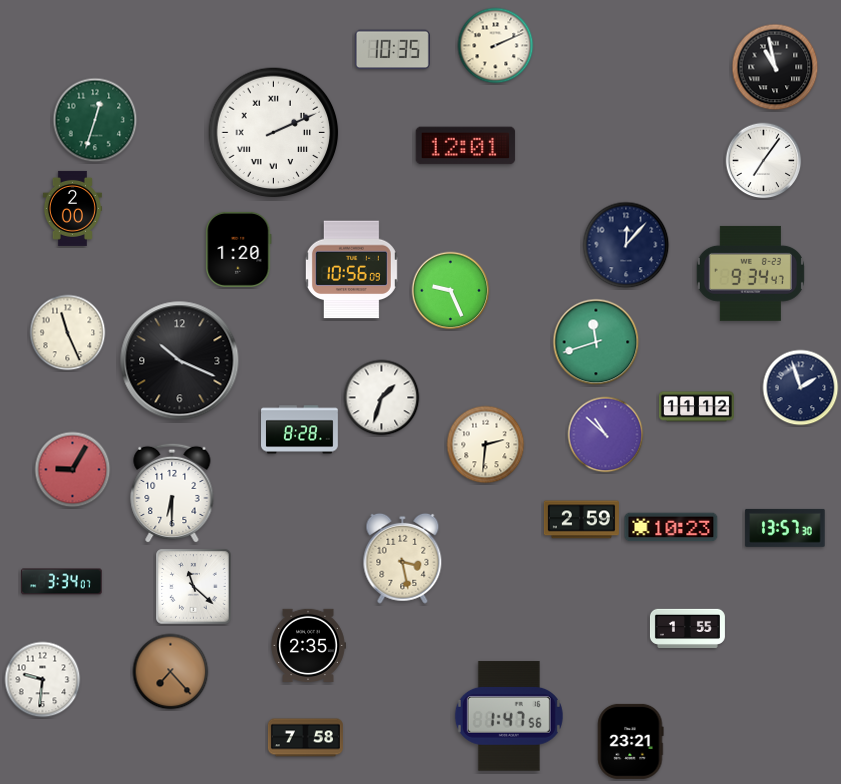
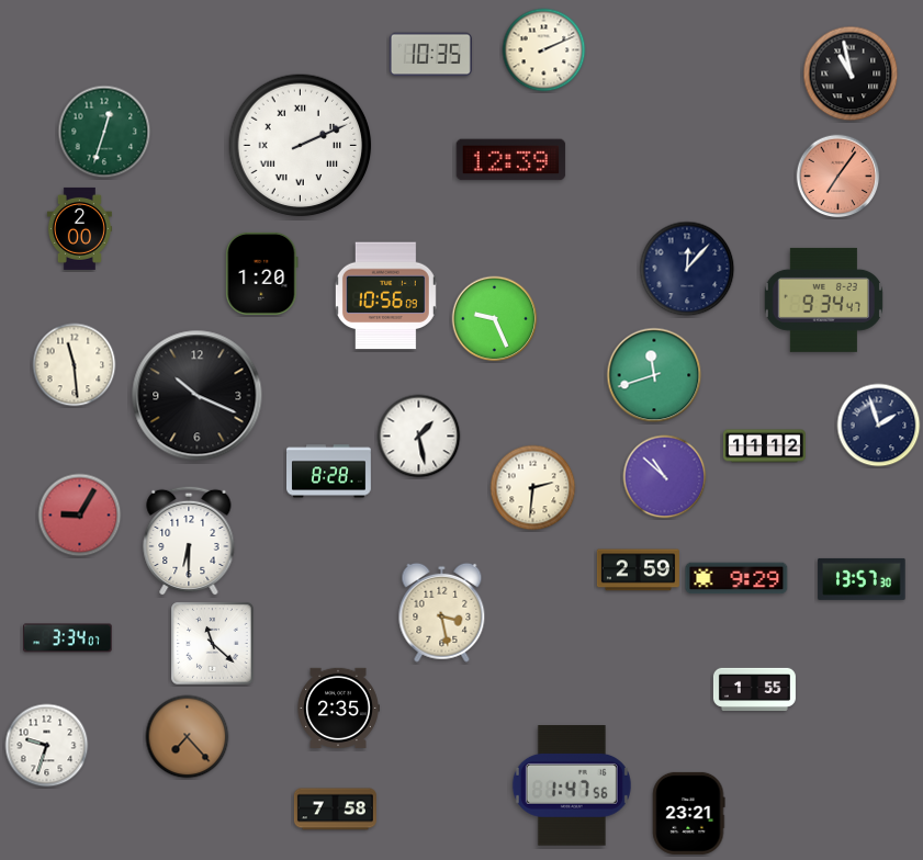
clock at (466, 146): 12:01 -> 12:39
clock at (764, 161) dial: white -> salmon
clock at (68, 333): 11:26 -> 11:29
clock at (382, 398): 1:33 -> 1:28
clock at (671, 527): 10:23 -> 9:29
clock at (43, 680): 9:31 -> 9:33
clock at (509, 716) position: (509, 716) -> (572, 785)
clock at (631, 741) position: (631, 741) -> (689, 813)
